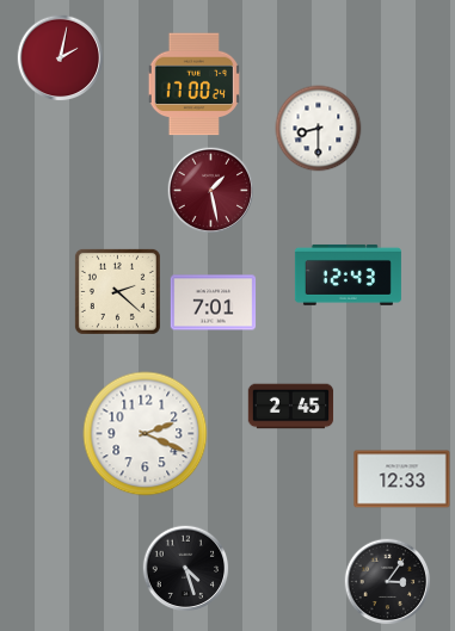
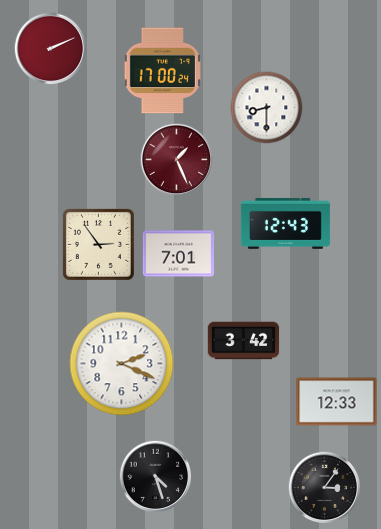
clock at (61, 58): 2:02 -> 2:11
clock at (211, 191): 1:28 -> 1:26
clock at (348, 274) position: (348, 274) -> (285, 223)
clock at (117, 291): 2:22 -> 2:54
clock at (291, 407): 2:45 -> 3:42
